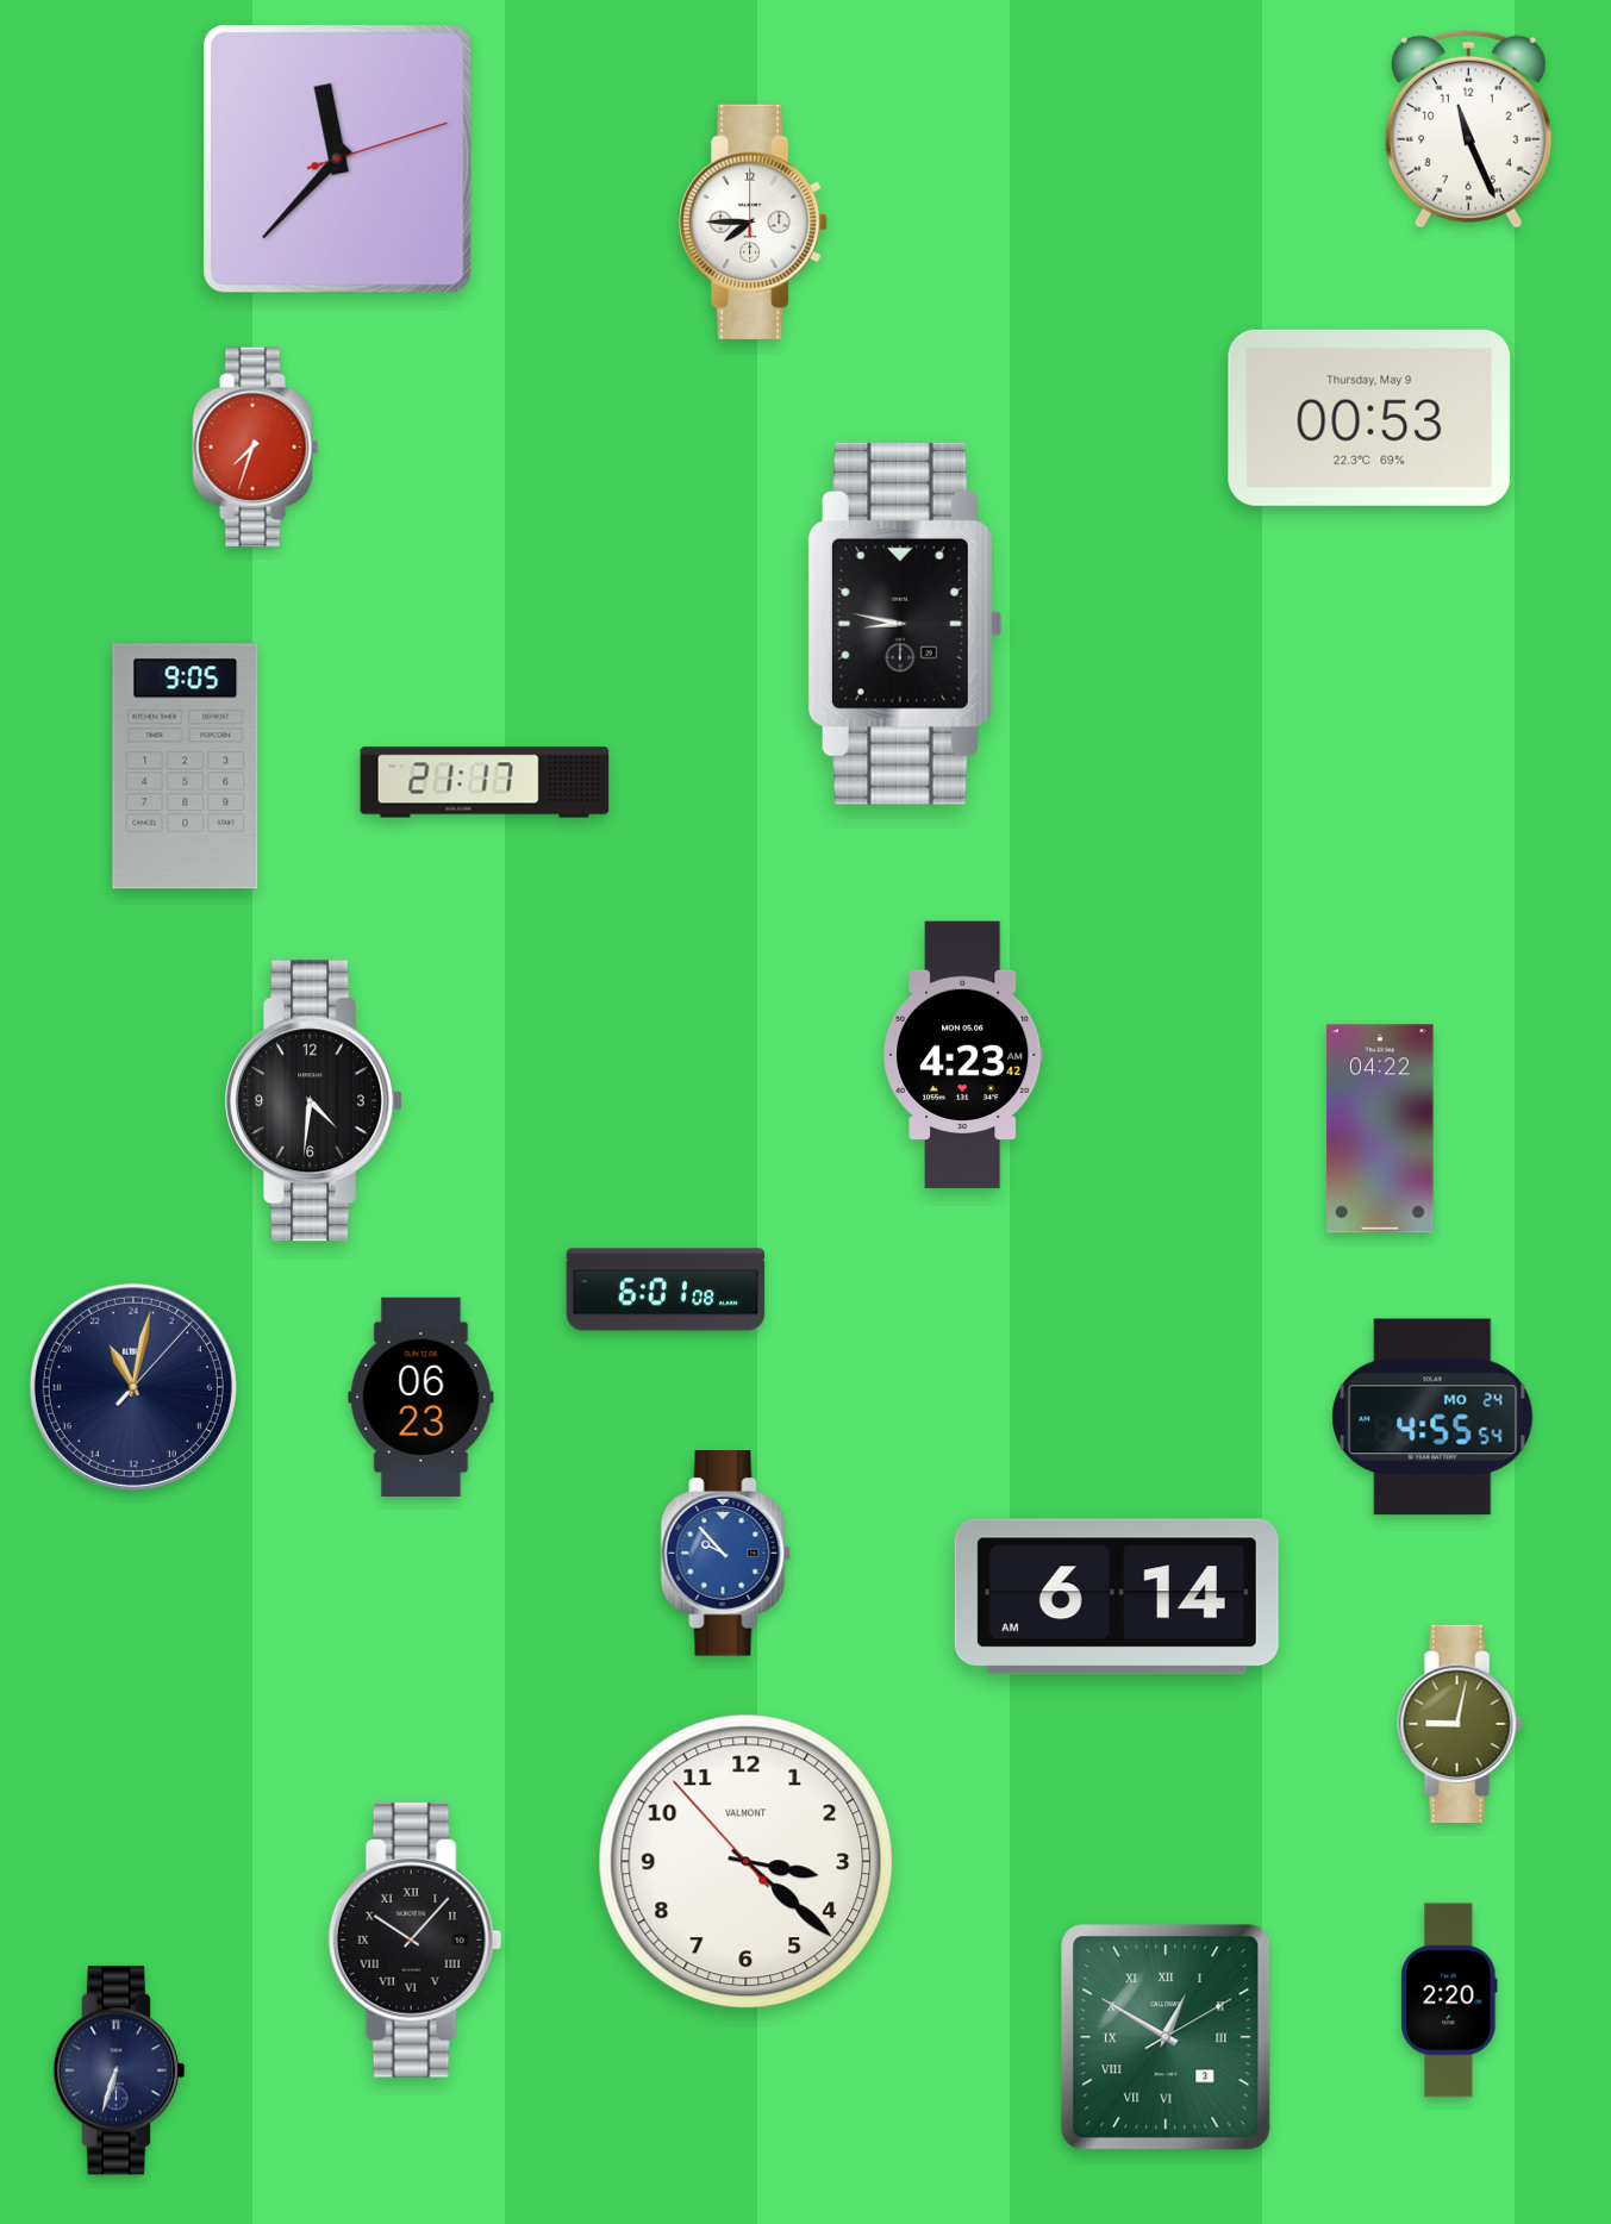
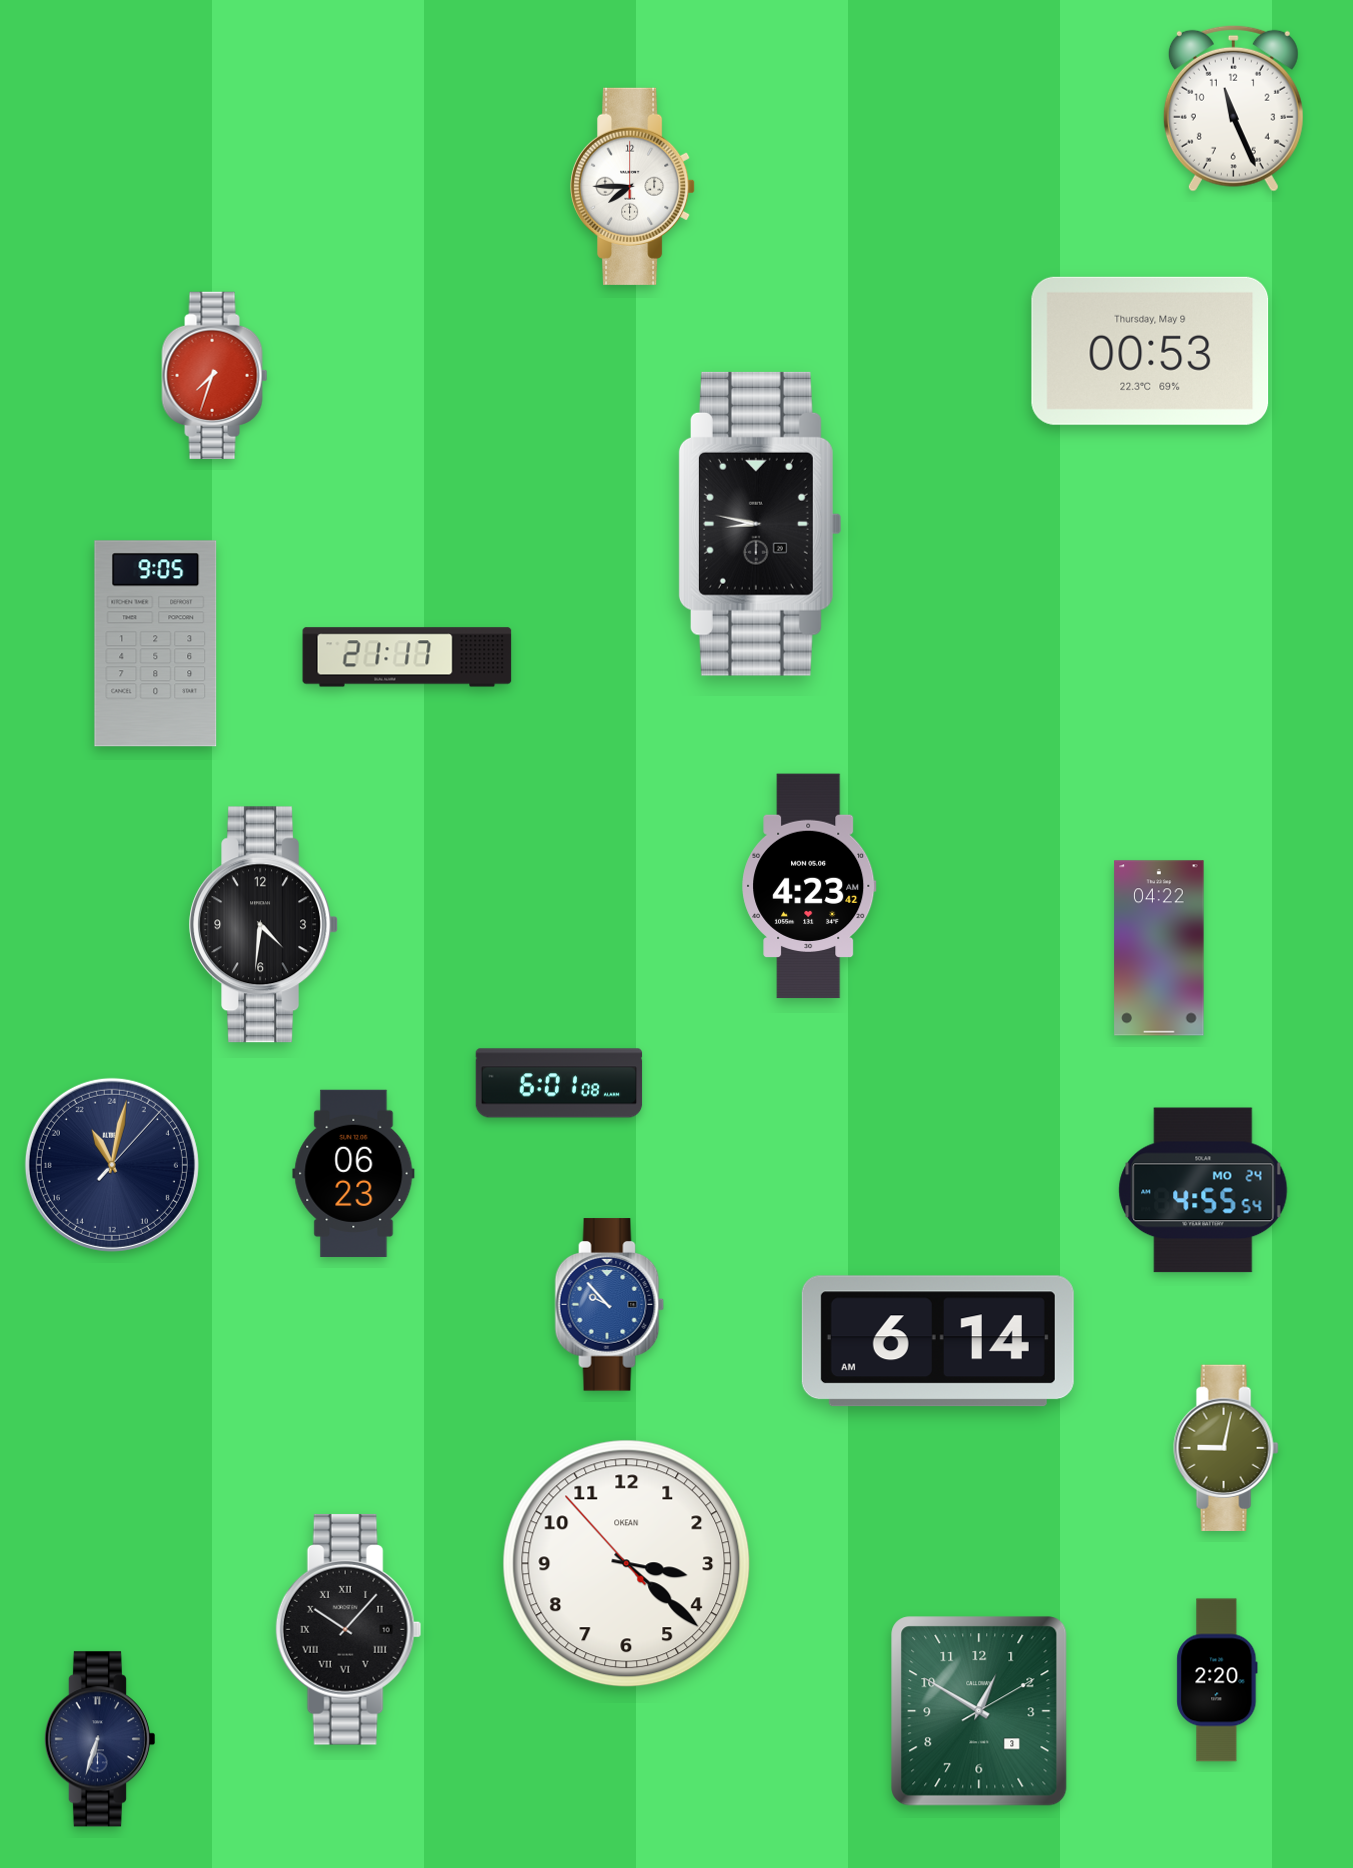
clock at (338, 160): 11:37 -> none
clock at (747, 1862) brand: VALMONT -> OKEAN
clock at (1166, 2037) numerals: Roman -> Arabic
